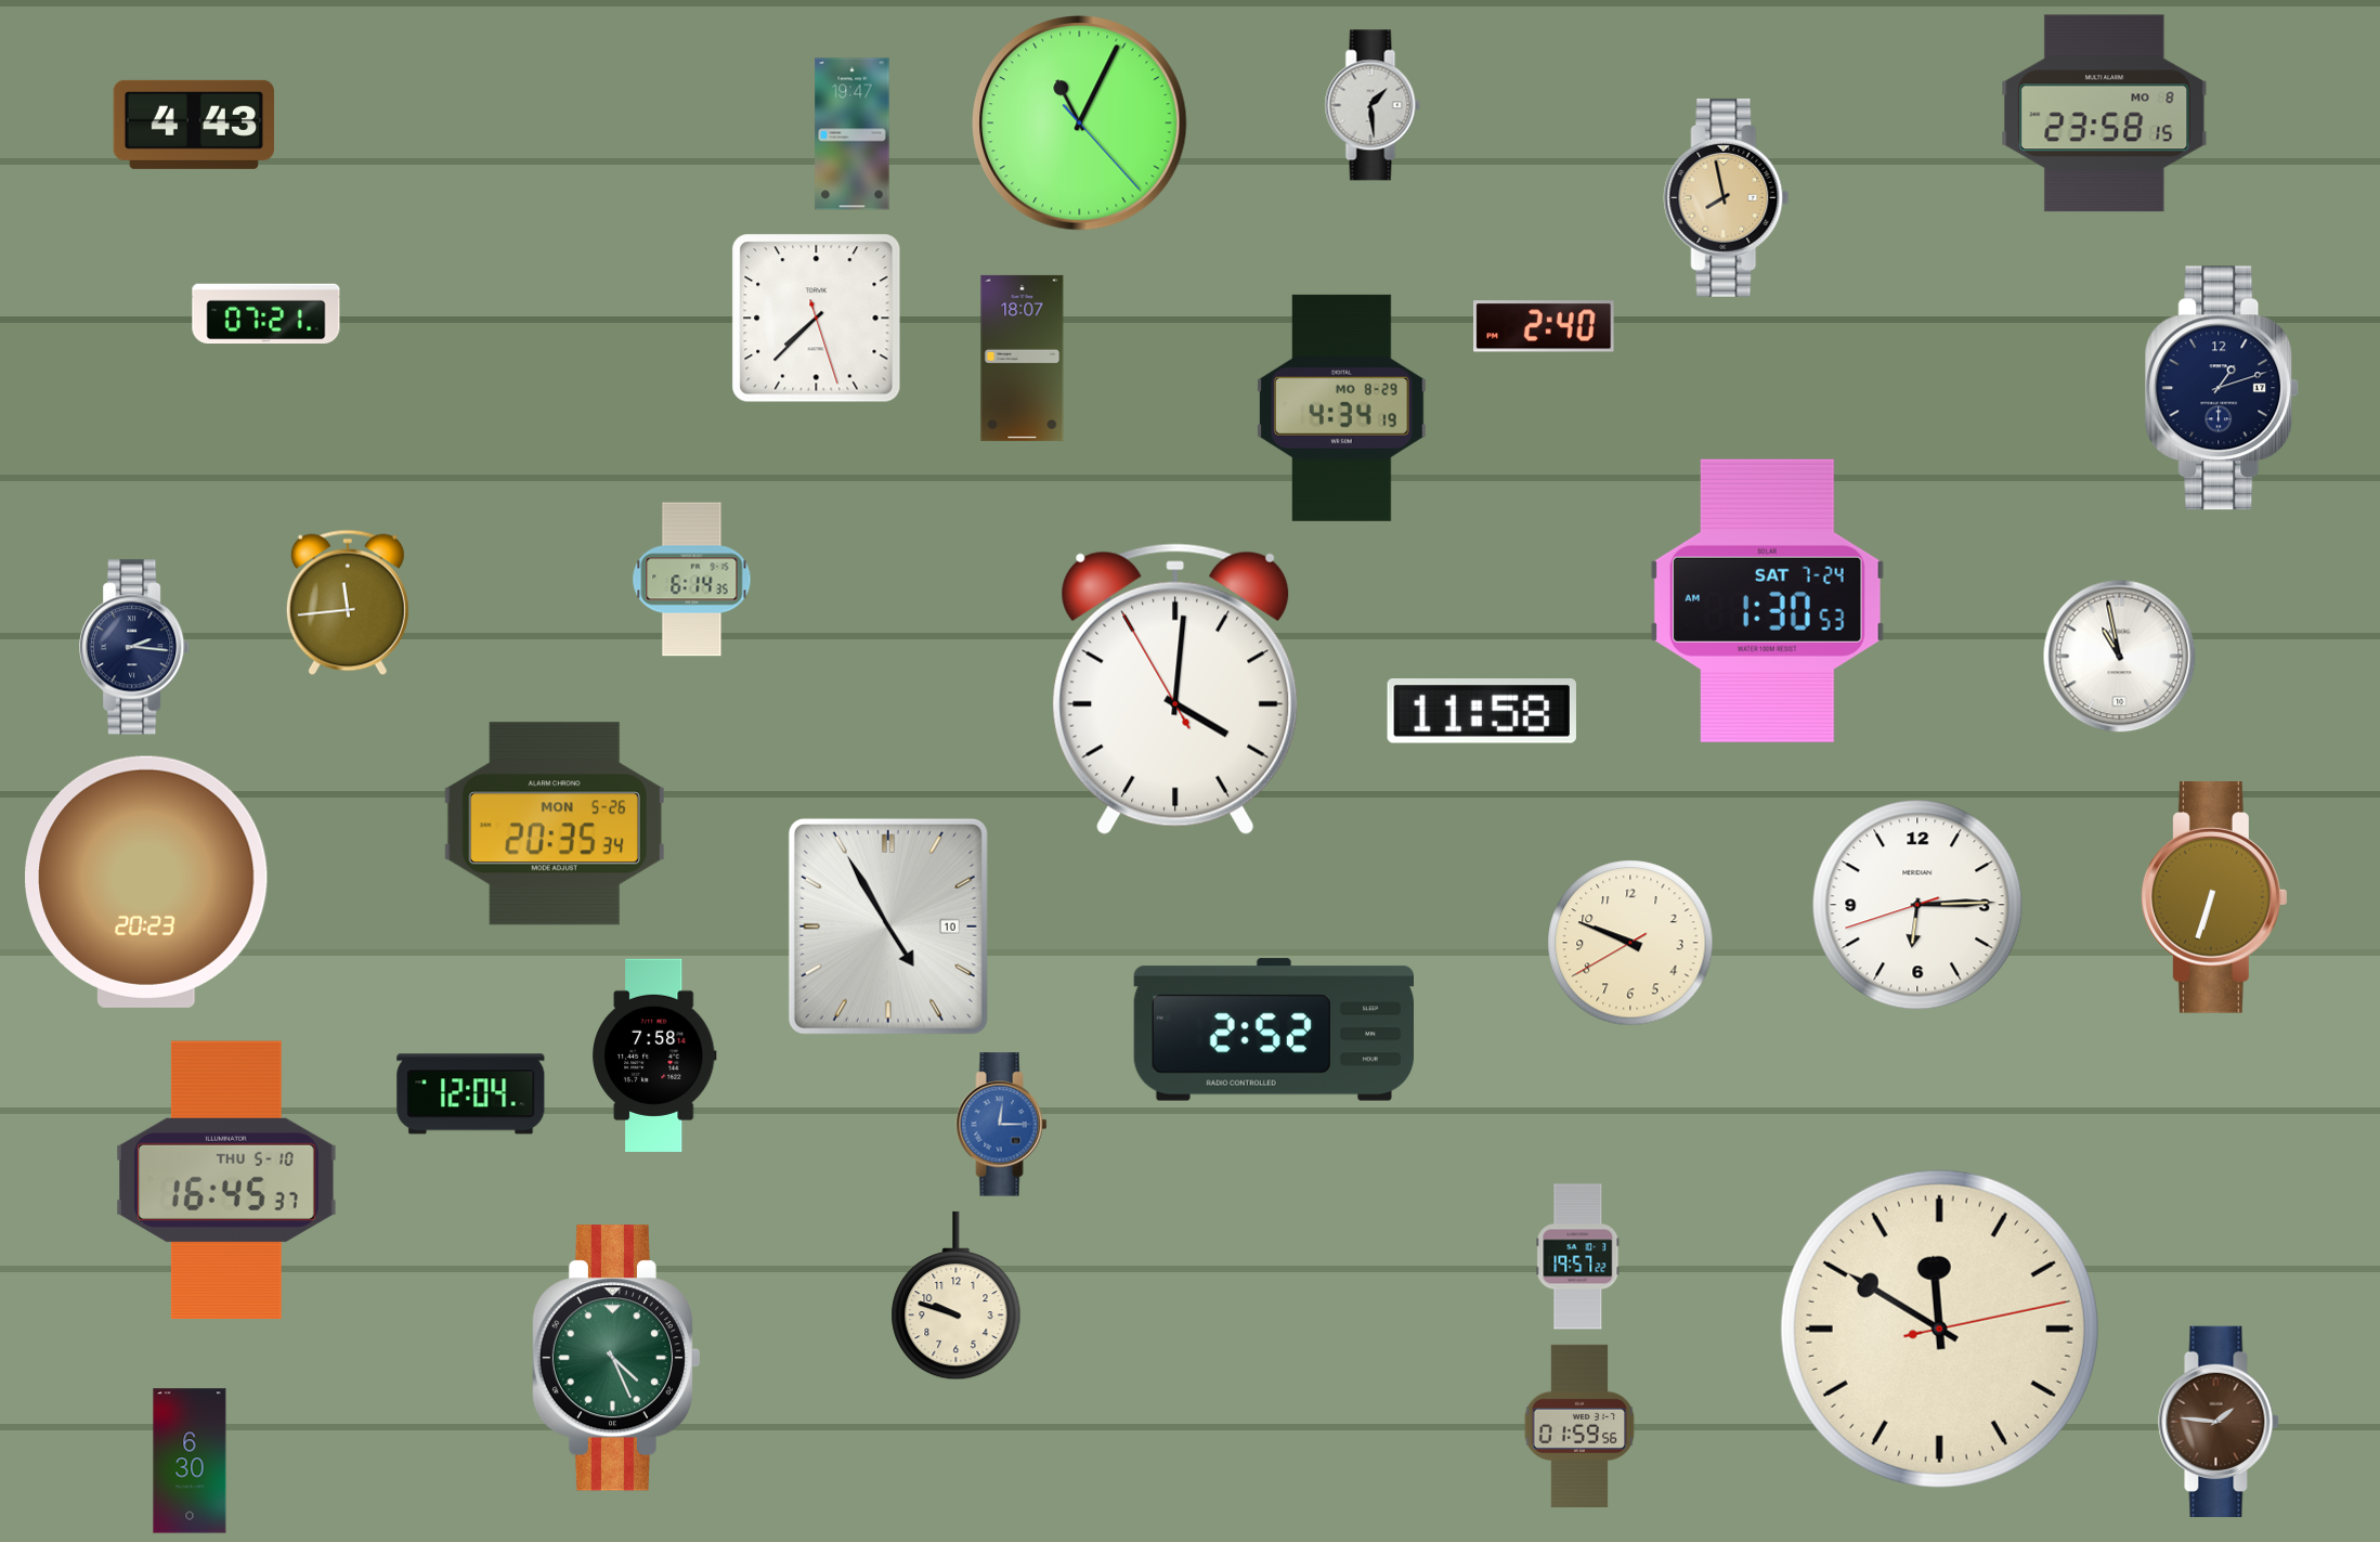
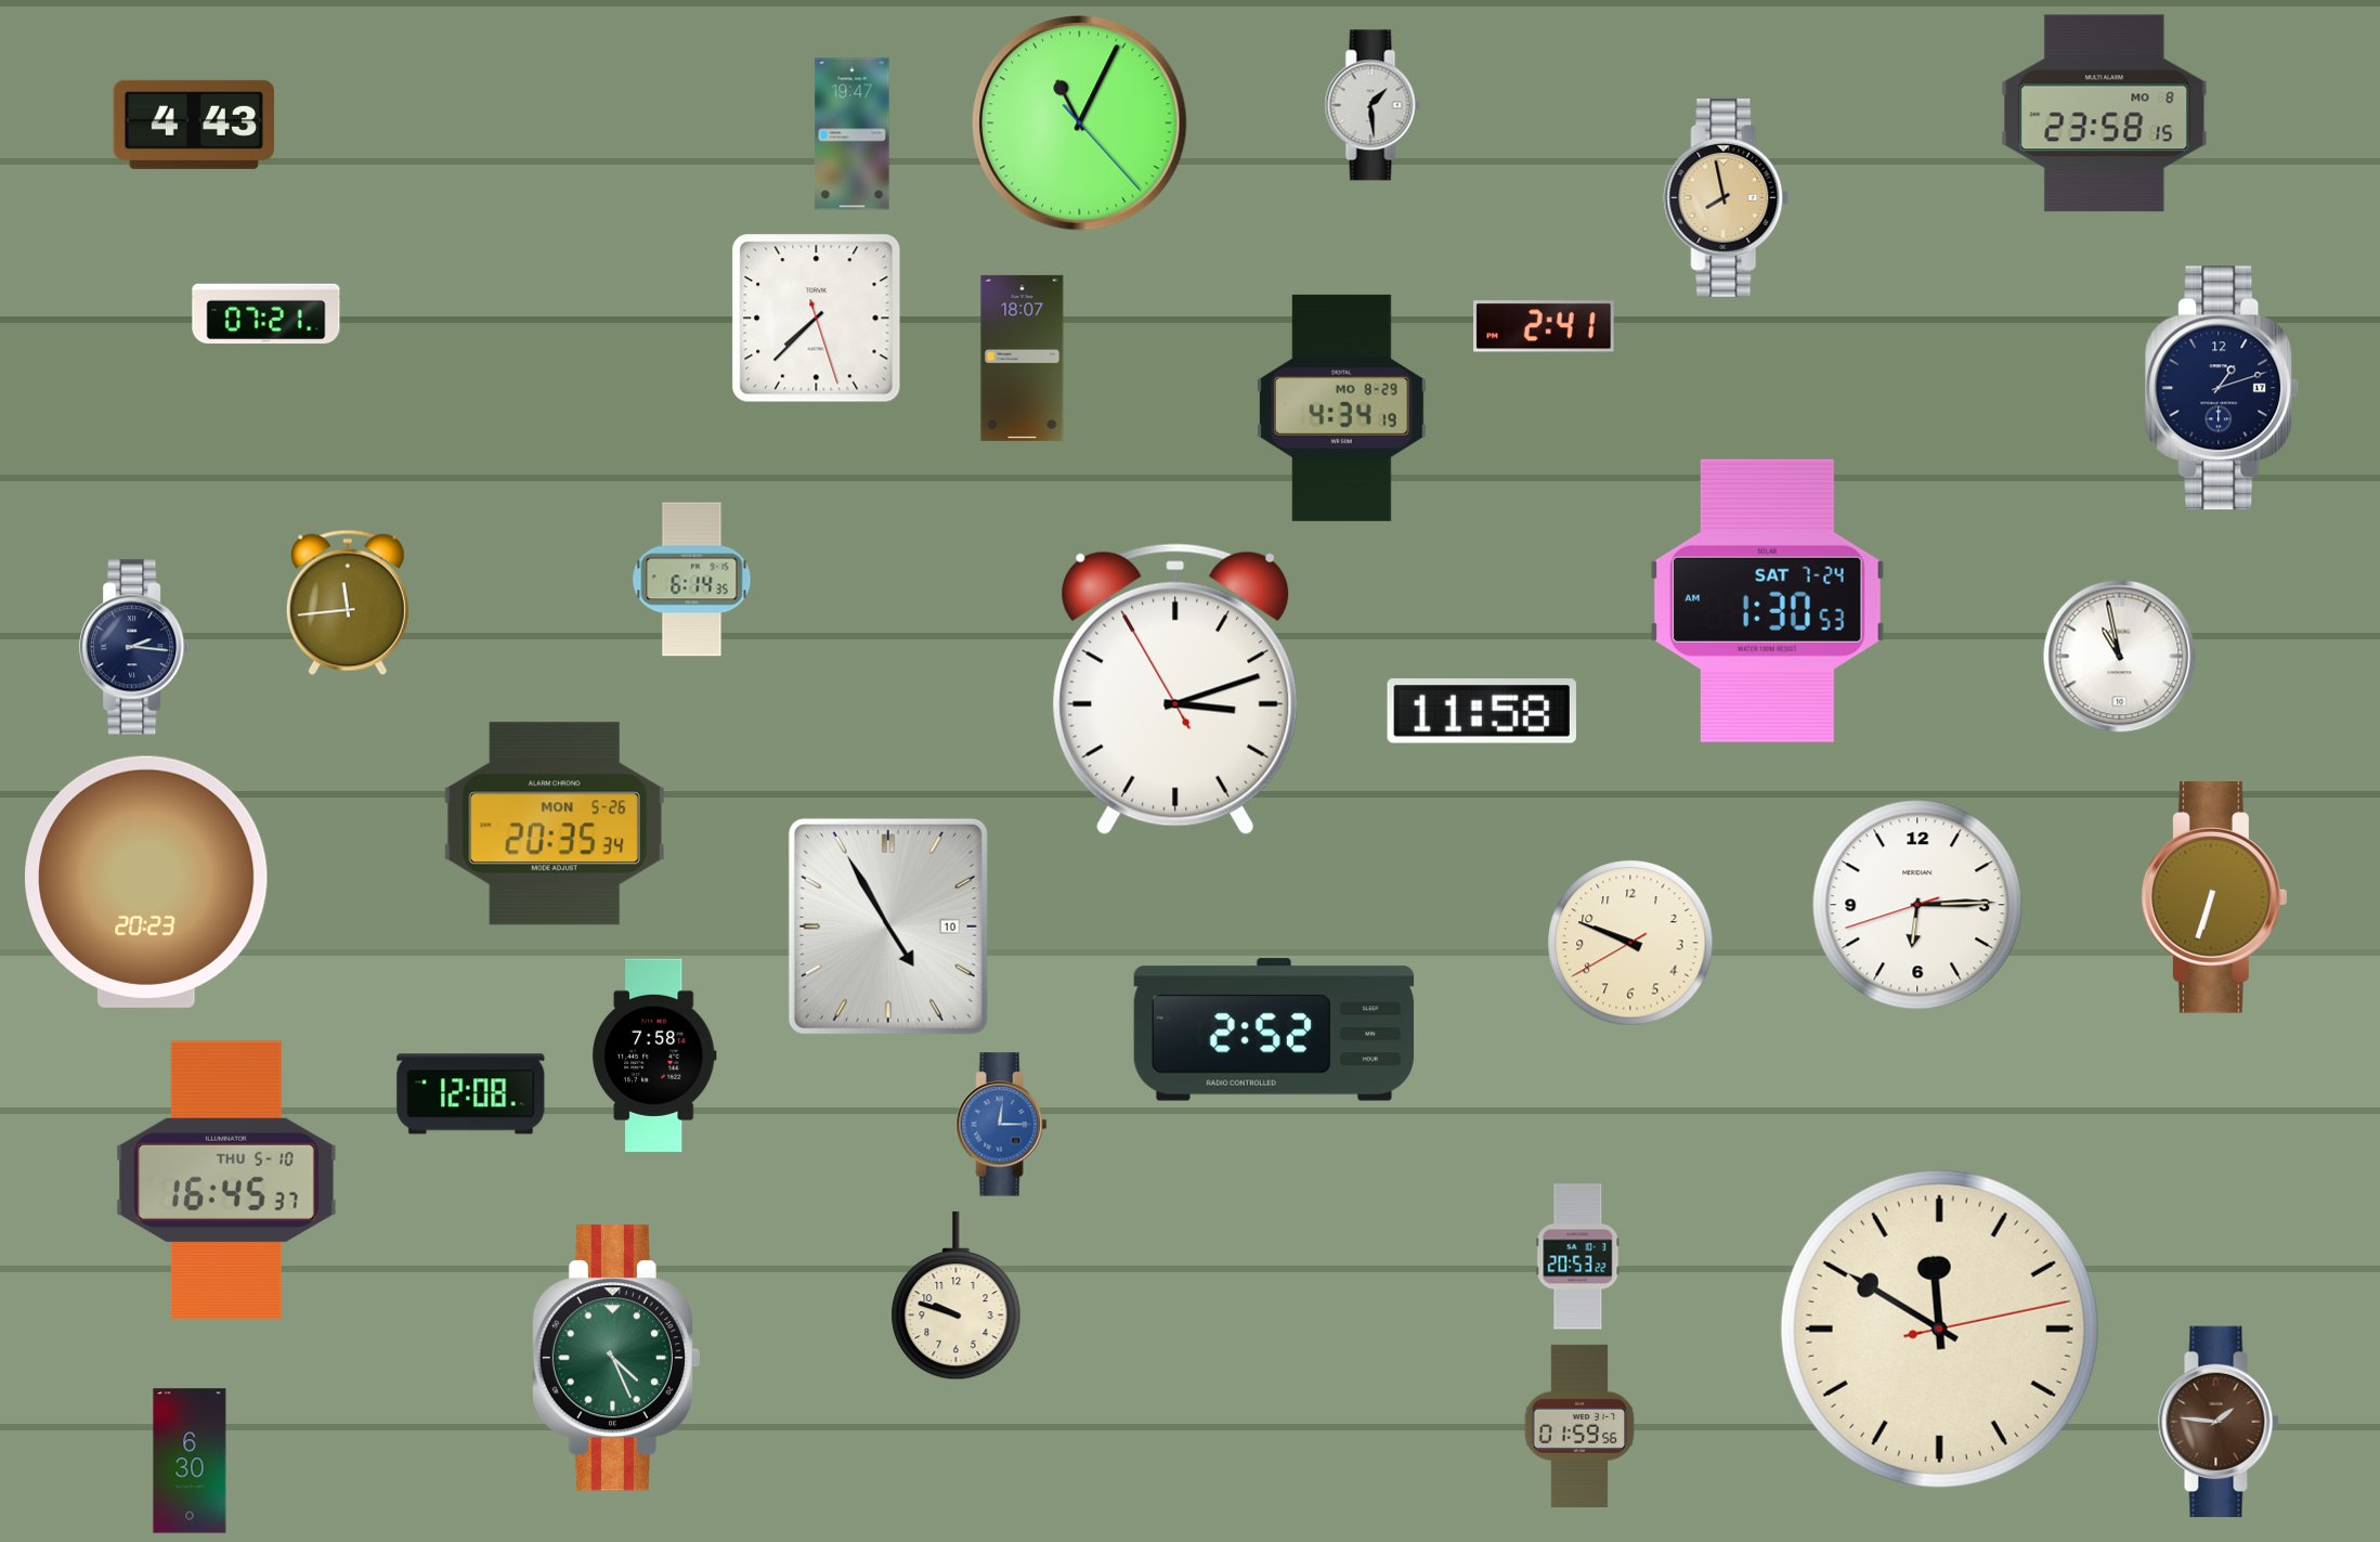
clock at (1545, 326): 2:40 -> 2:41
clock at (1175, 689): 4:00 -> 3:11
clock at (471, 1094): 12:04 -> 12:08
clock at (1578, 1257): 19:57 -> 20:53
